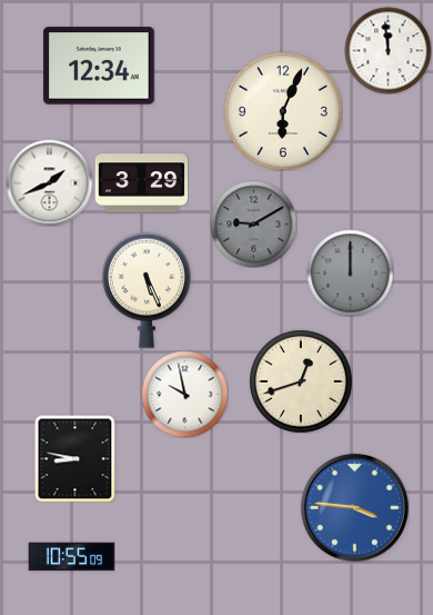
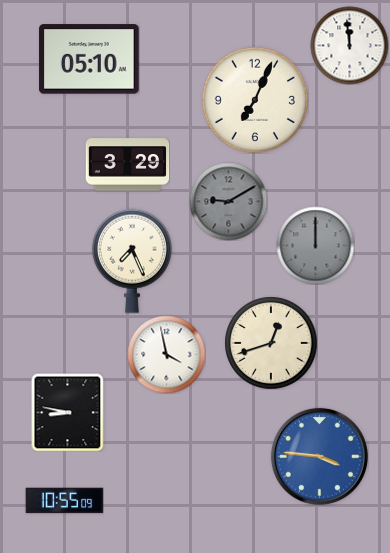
clock at (99, 66): 12:34 -> 05:10
clock at (283, 111): 6:04 -> 7:04
clock at (49, 182): 1:41 -> none
clock at (147, 290): 5:26 -> 7:26
clock at (184, 394): 9:58 -> 3:58
